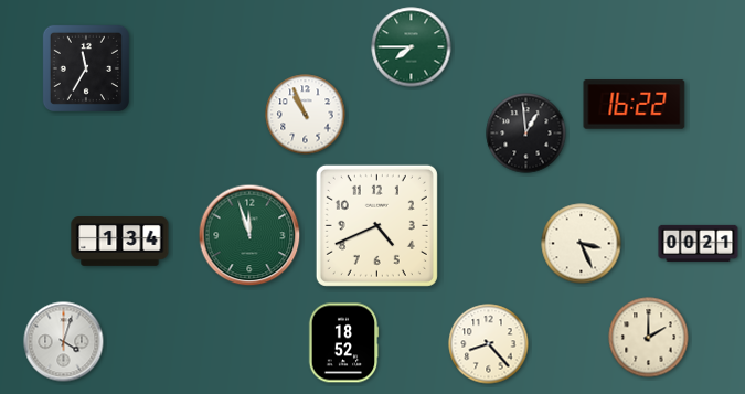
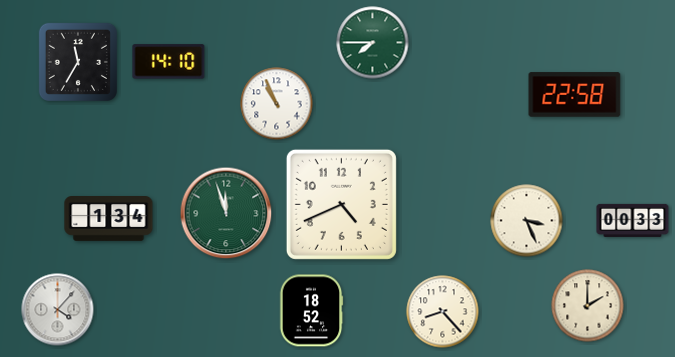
clock at (169, 62): none -> 14:10
clock at (635, 105): 16:22 -> 22:58
clock at (526, 134): 12:59 -> none
clock at (699, 243): 00:21 -> 00:33
clock at (64, 342): 4:03 -> 4:07
